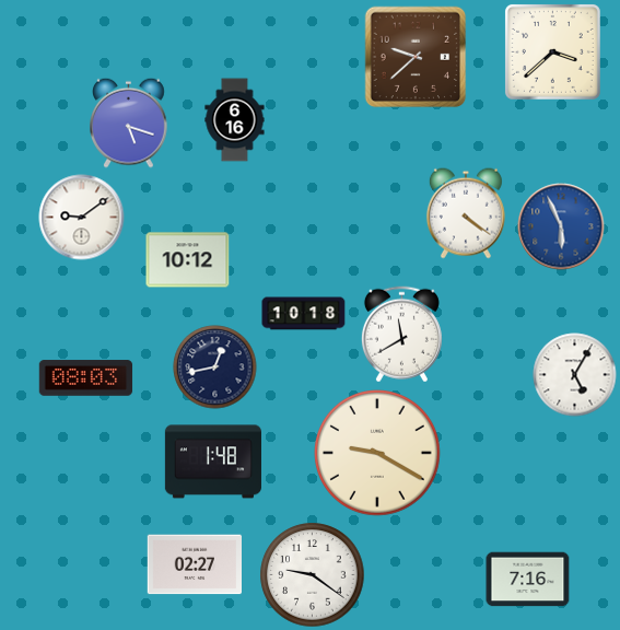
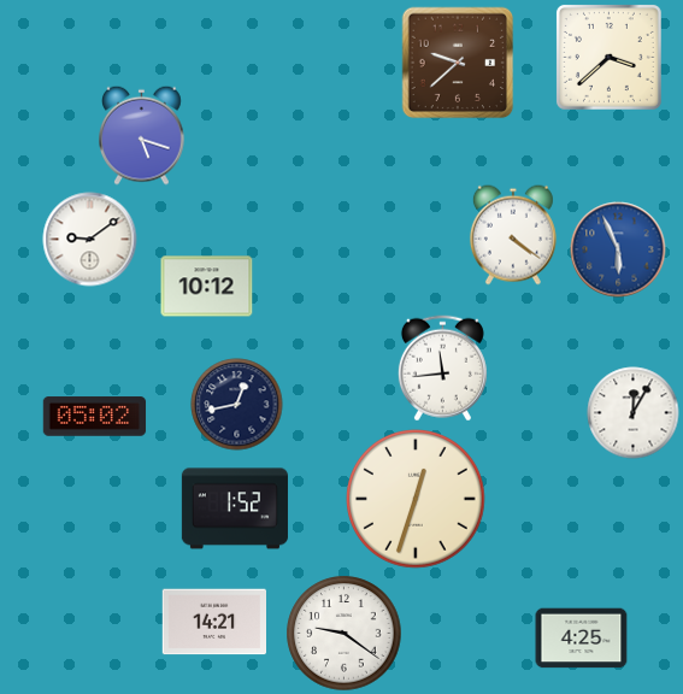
clock at (235, 120): 6:16 -> none
clock at (304, 314): 10:18 -> none
clock at (401, 335): 11:40 -> 11:44
clock at (575, 375): 5:05 -> 12:05
clock at (86, 378): 08:03 -> 05:02
clock at (378, 454): 9:20 -> 12:33
clock at (213, 462): 1:48 -> 1:52
clock at (194, 564): 02:27 -> 14:21
clock at (528, 580): 7:16 -> 4:25
